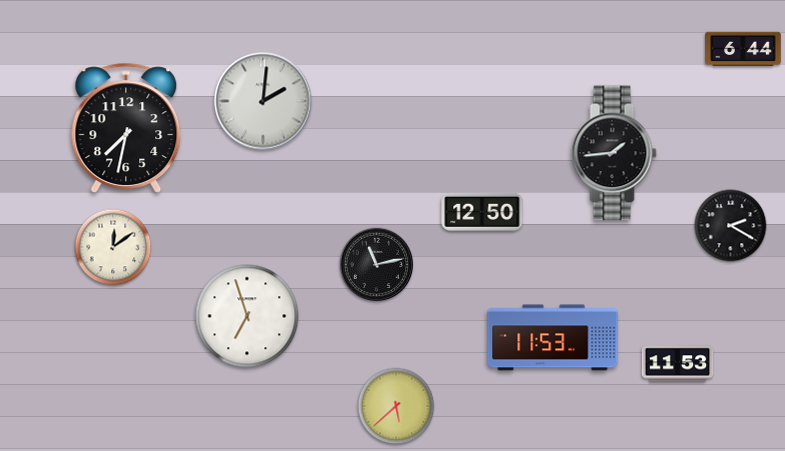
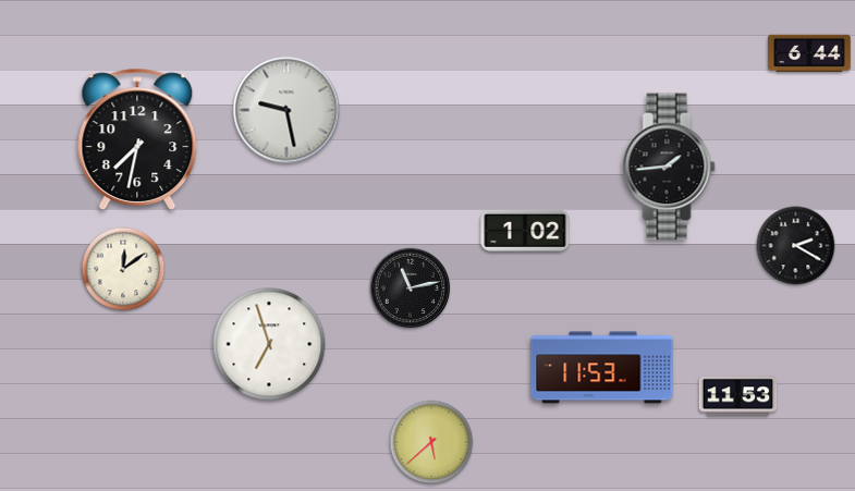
clock at (263, 101): 2:01 -> 9:28
clock at (482, 212): 12:50 -> 1:02
